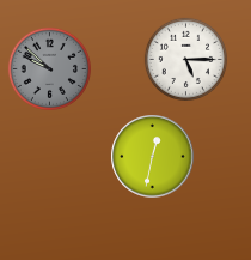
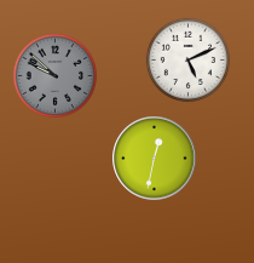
clock at (185, 59): 5:15 -> 5:11
clock at (49, 68) position: (49, 68) -> (54, 75)
